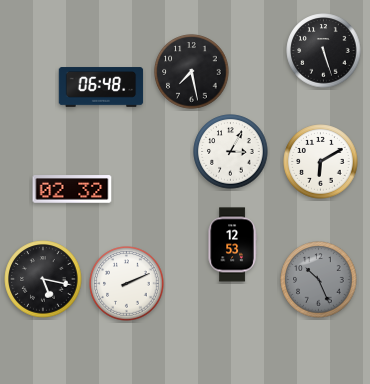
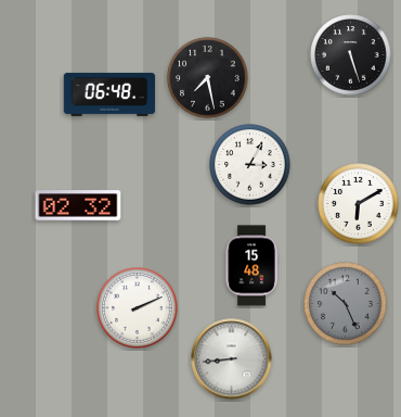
clock at (321, 162) position: (321, 162) -> (359, 204)
clock at (232, 245): 12:53 -> 15:48
clock at (43, 279): 5:17 -> none
clock at (232, 359): none -> 8:44
